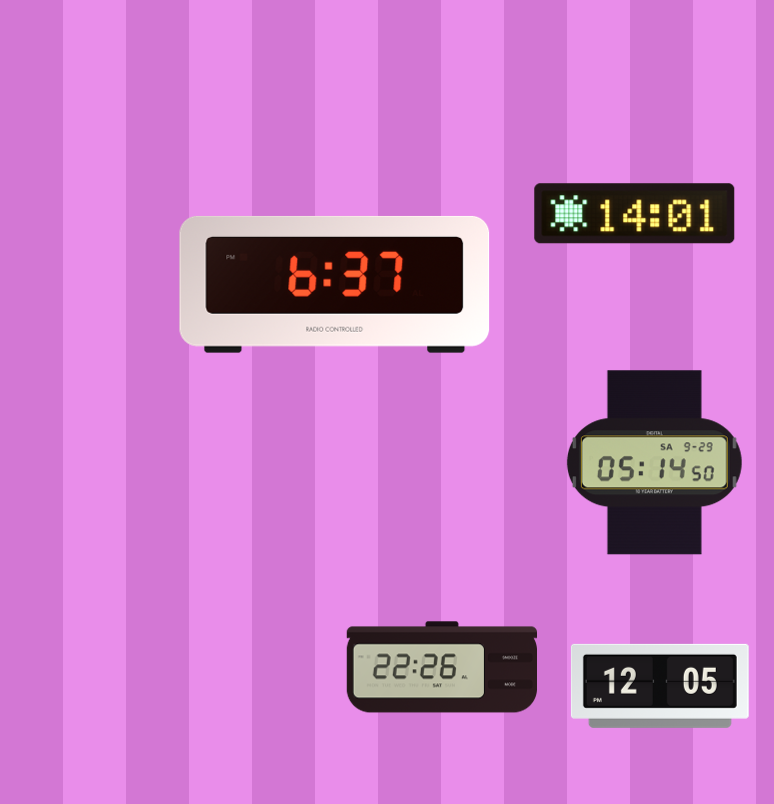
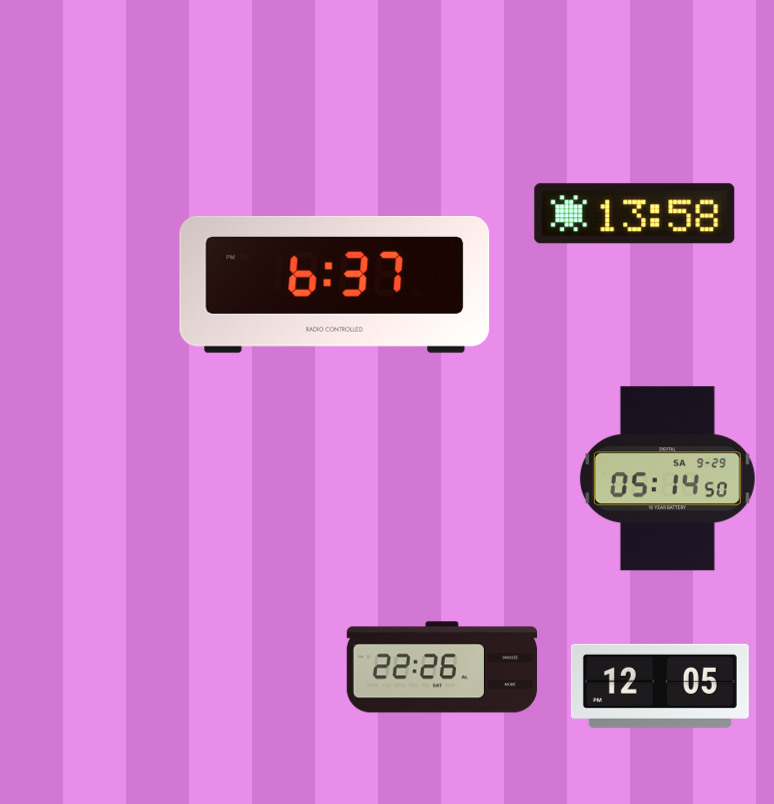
clock at (635, 214): 14:01 -> 13:58
clock at (654, 463) position: (654, 463) -> (667, 479)
